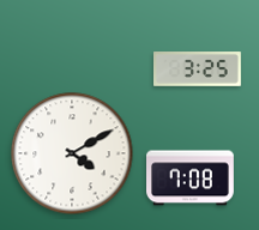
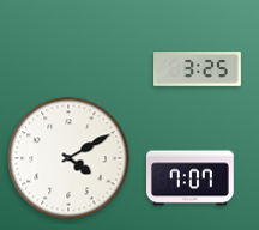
clock at (72, 153) position: (72, 153) -> (68, 158)
clock at (191, 178): 7:08 -> 7:07
